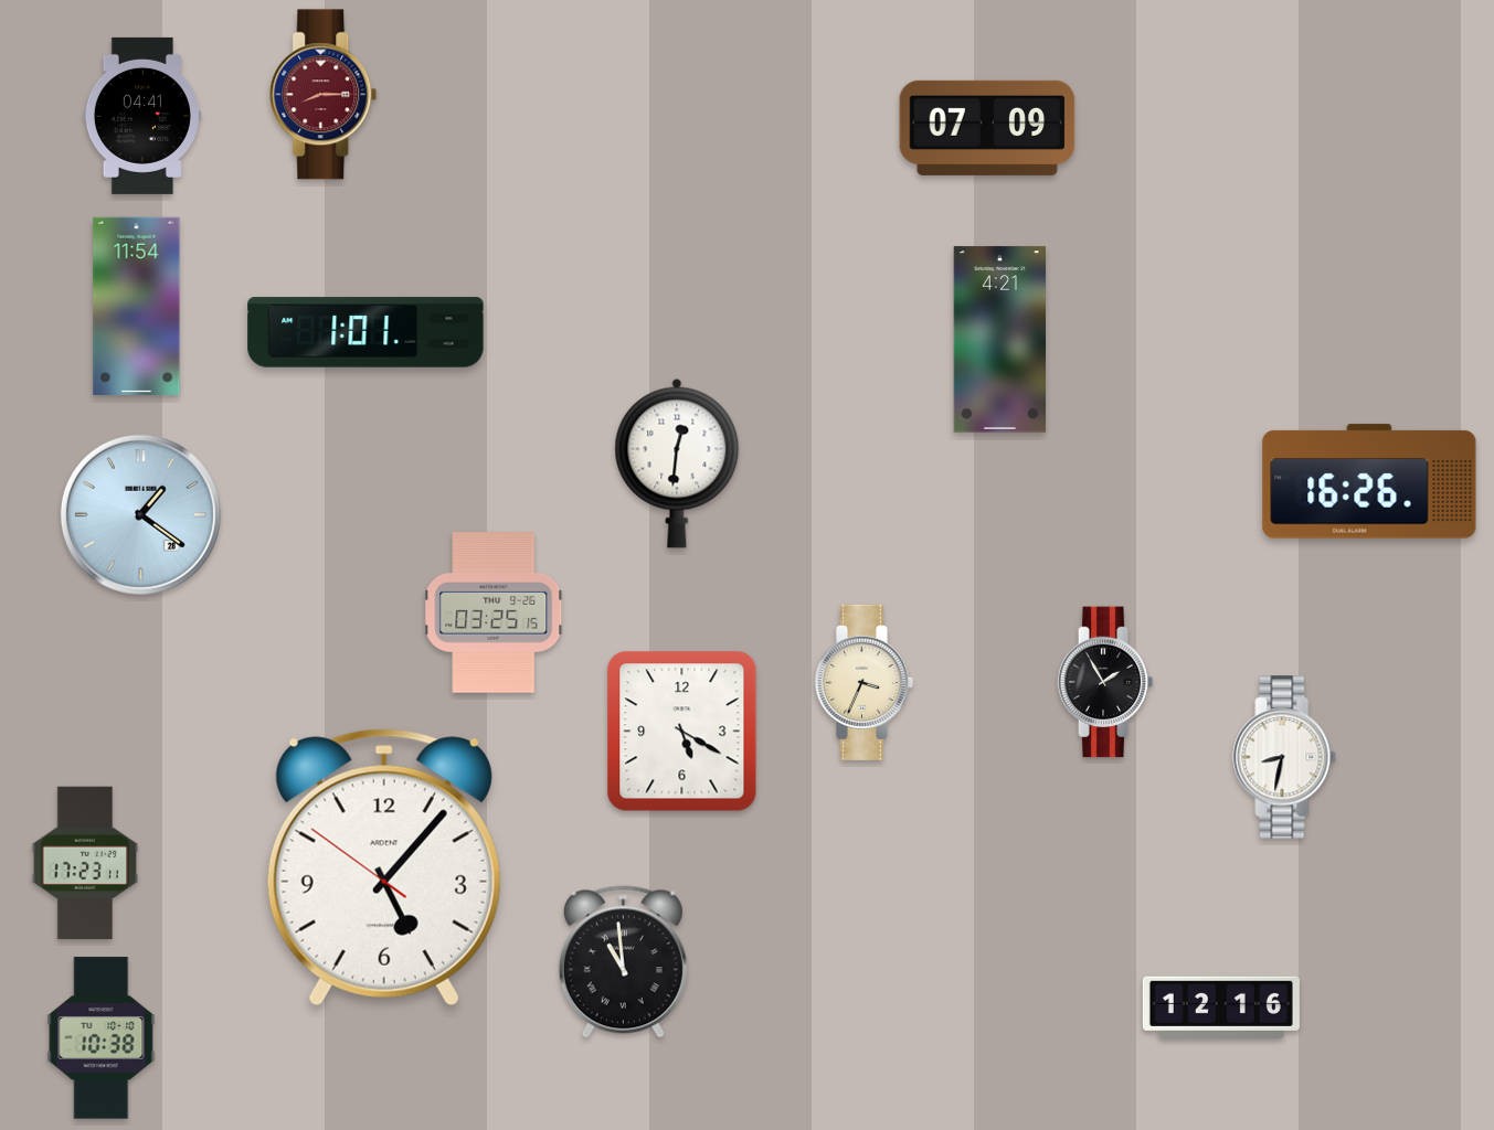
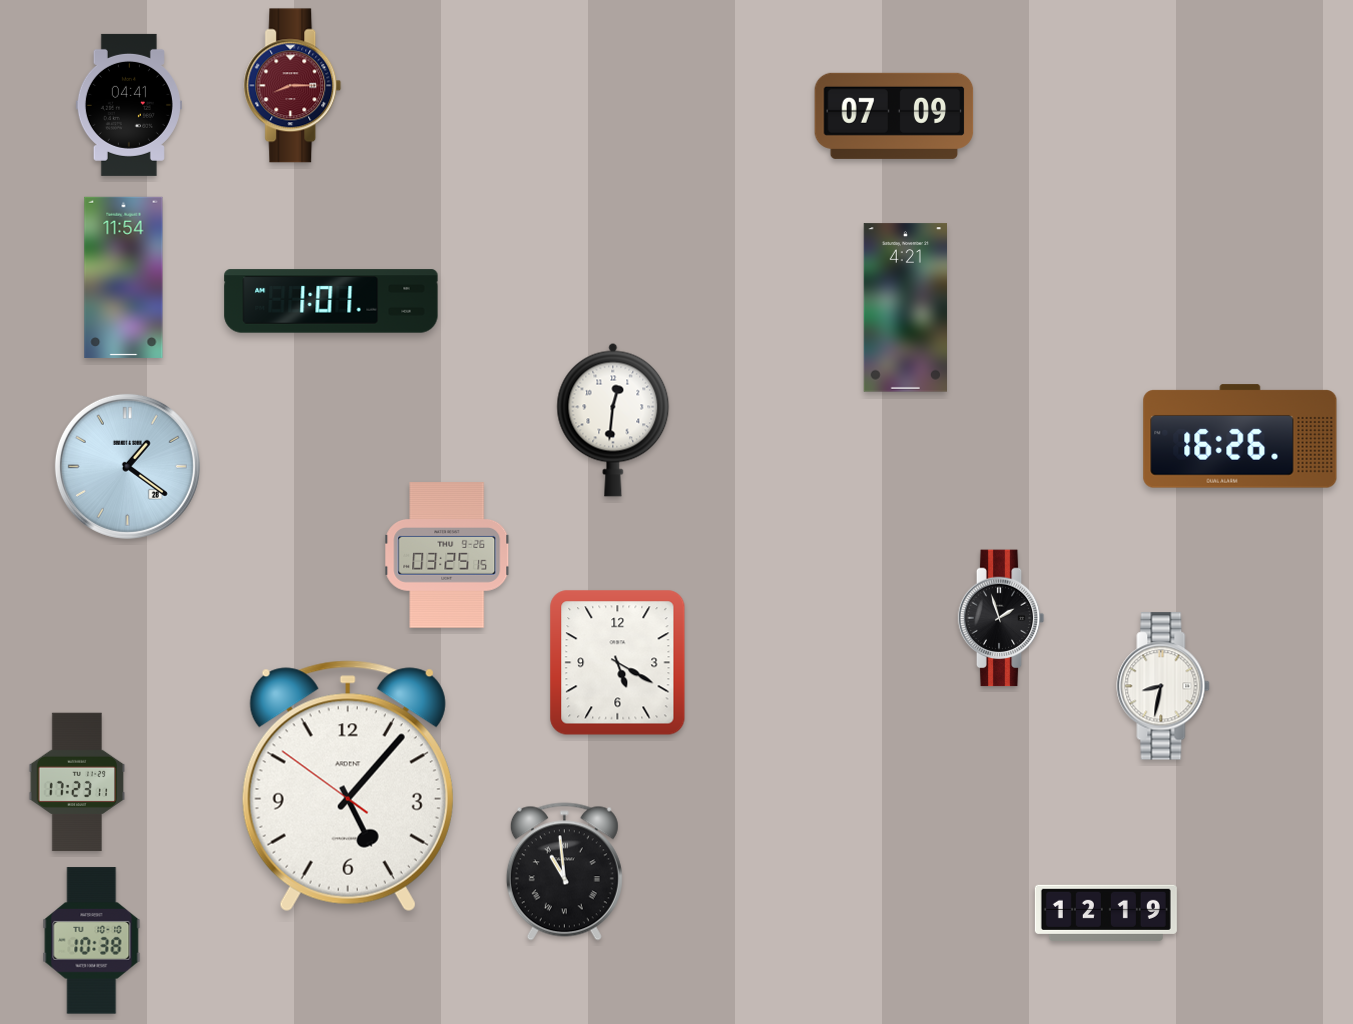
clock at (863, 682): 3:34 -> none
clock at (1105, 682): 1:55 -> 1:57
clock at (1221, 1008): 12:16 -> 12:19
